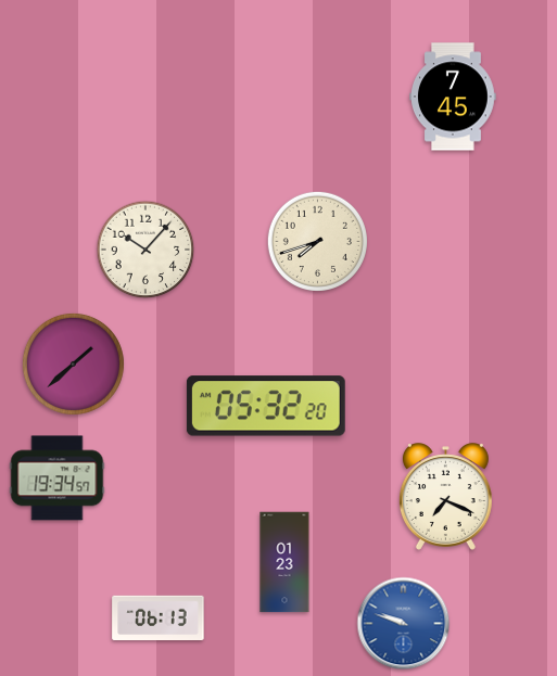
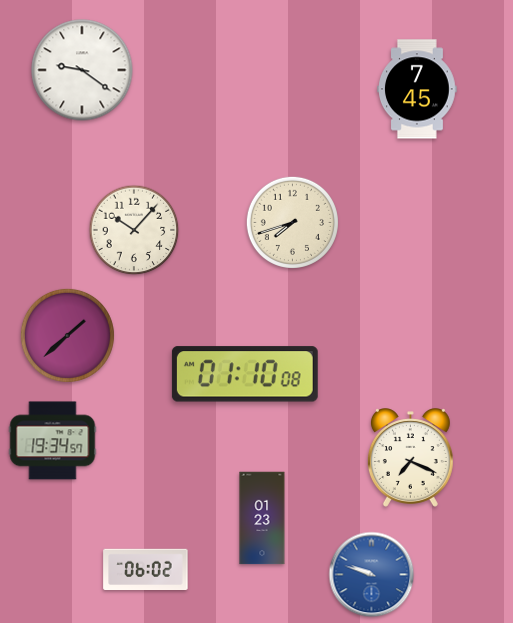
clock at (82, 70): none -> 9:21
clock at (266, 406): 05:32 -> 01:10
clock at (159, 617): 06:13 -> 06:02
